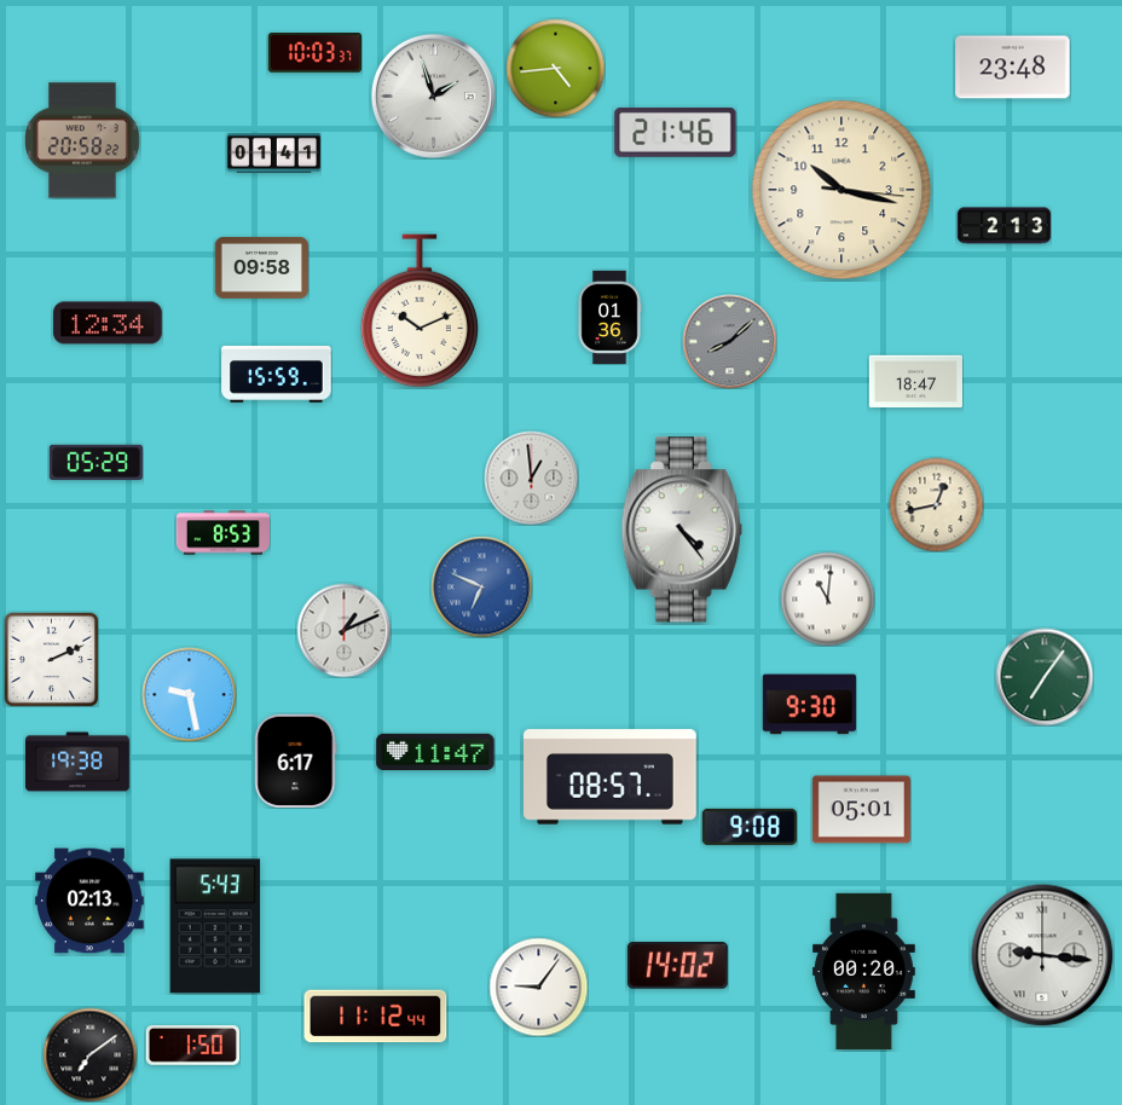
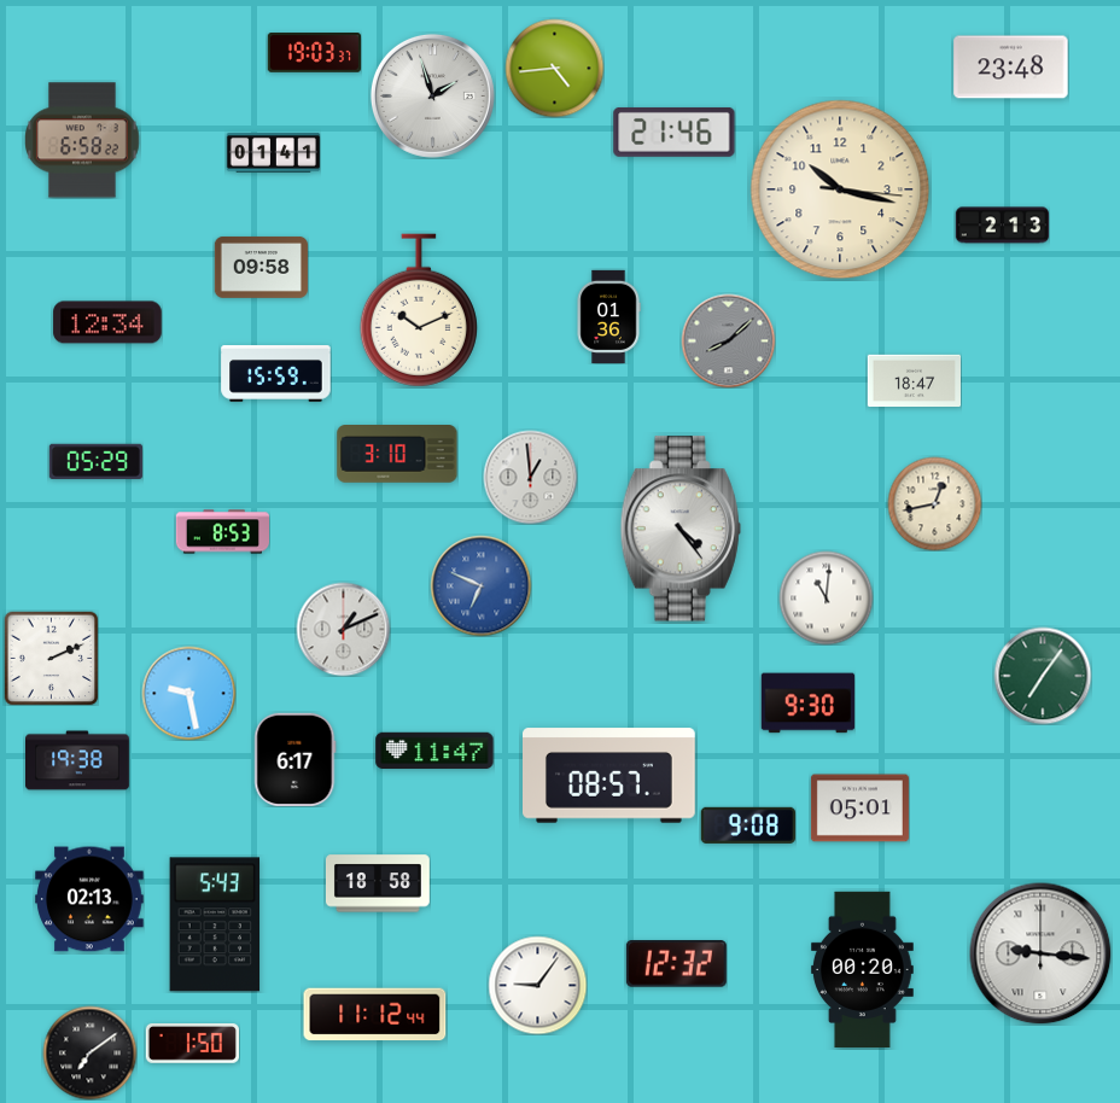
clock at (314, 53): 10:03 -> 19:03
clock at (83, 140): 20:58 -> 6:58
clock at (397, 455): none -> 3:10
clock at (378, 883): none -> 18:58
clock at (677, 966): 14:02 -> 12:32
